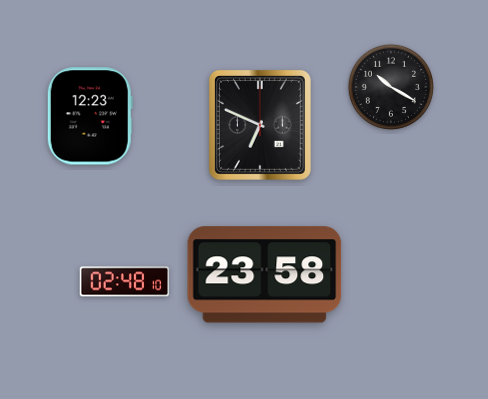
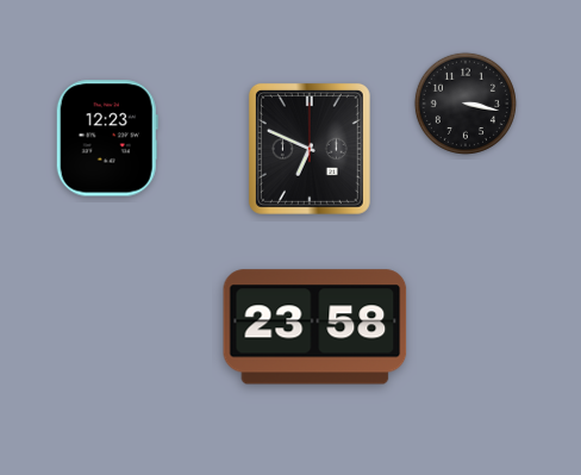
clock at (391, 87): 10:20 -> 3:17
clock at (125, 282): 02:48 -> none
